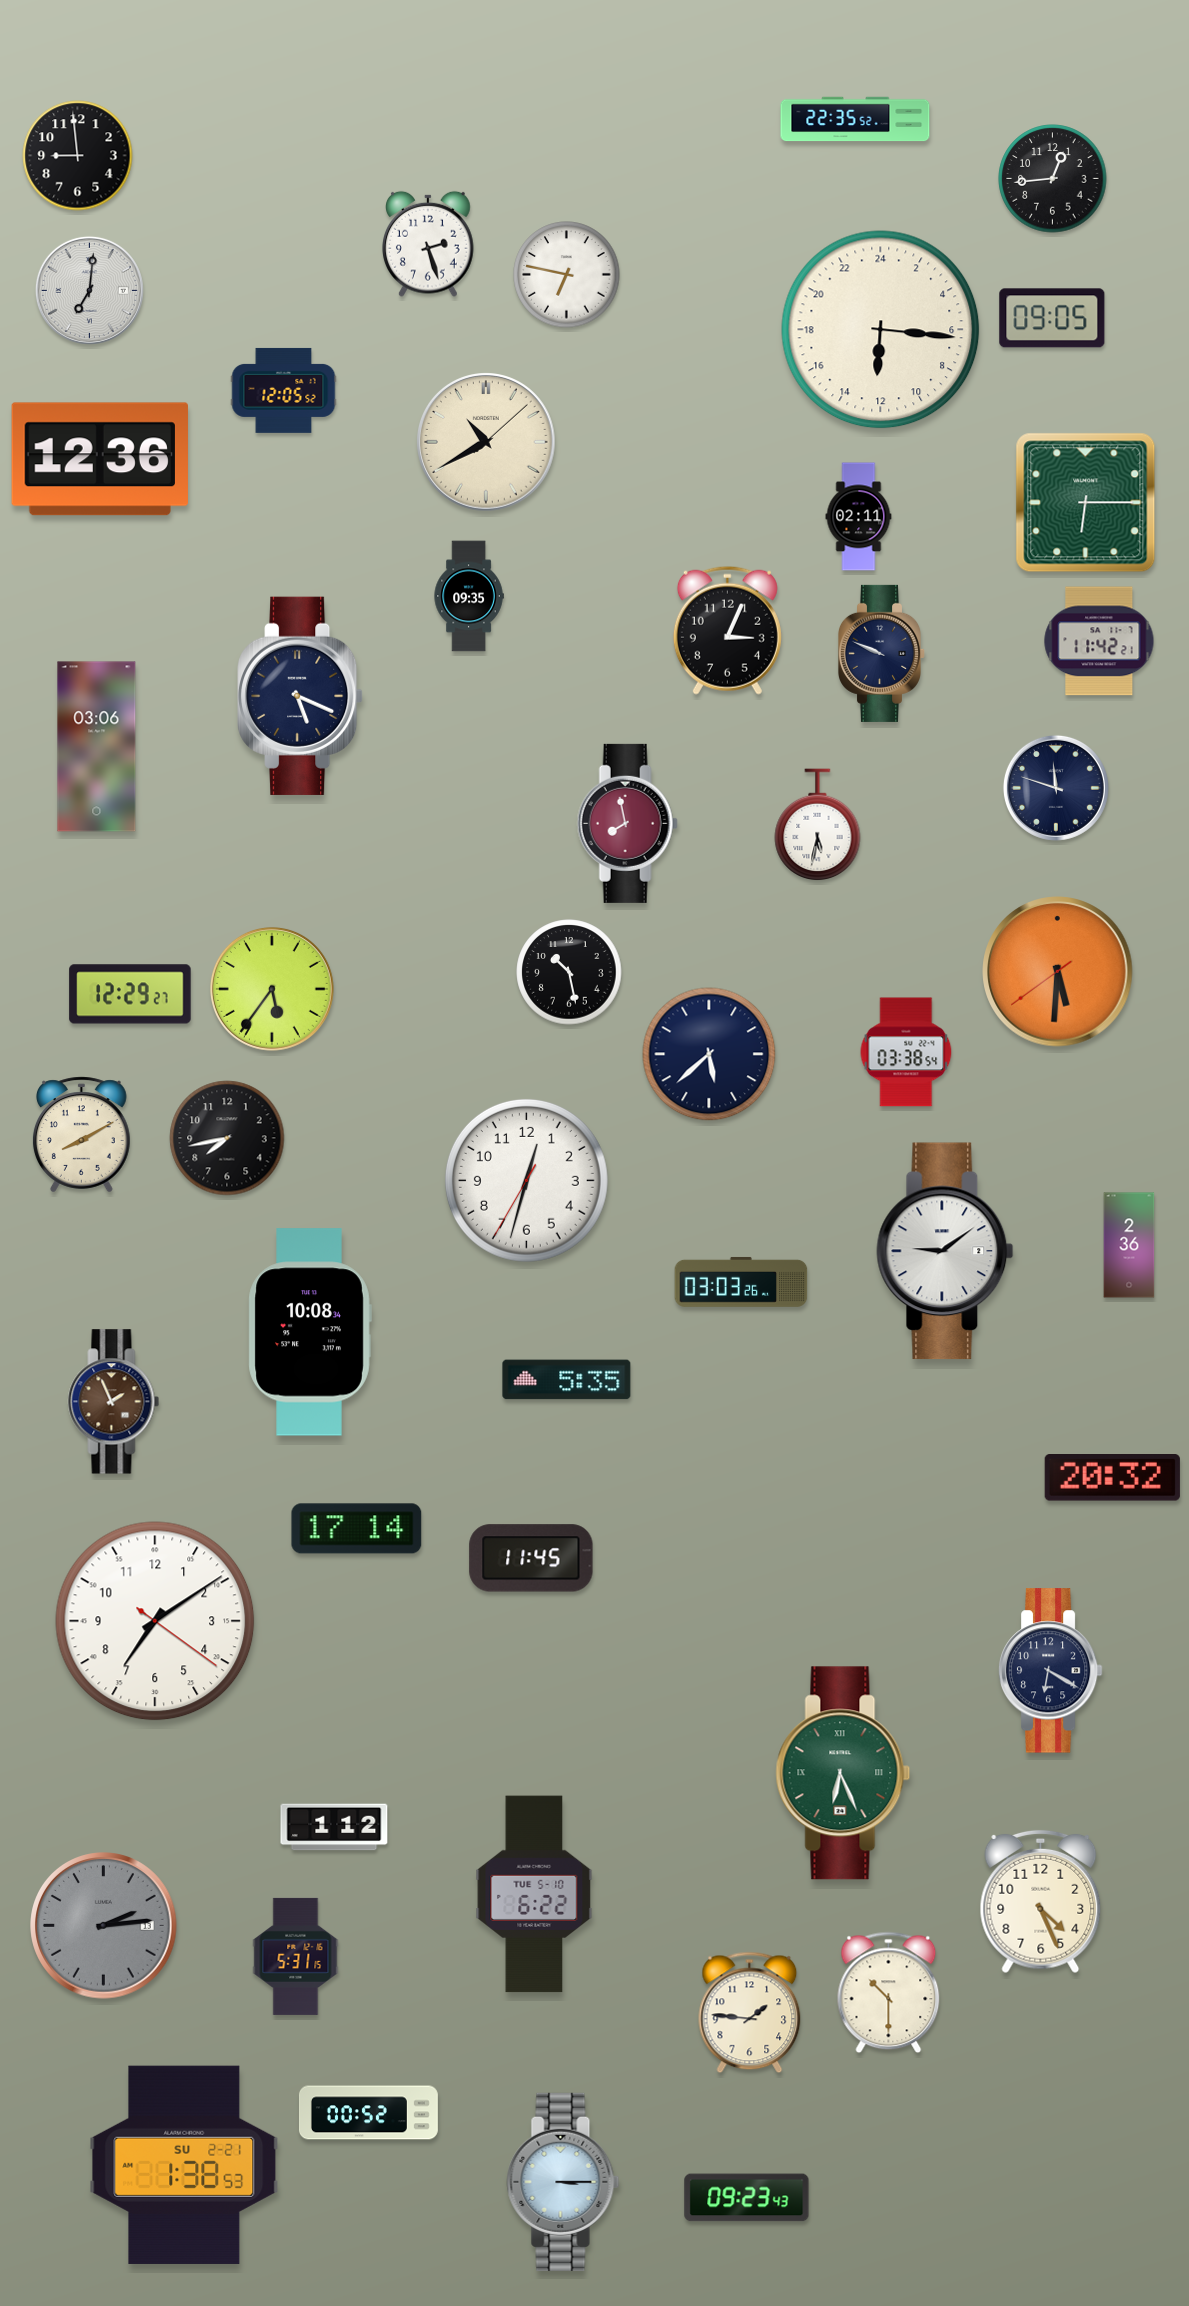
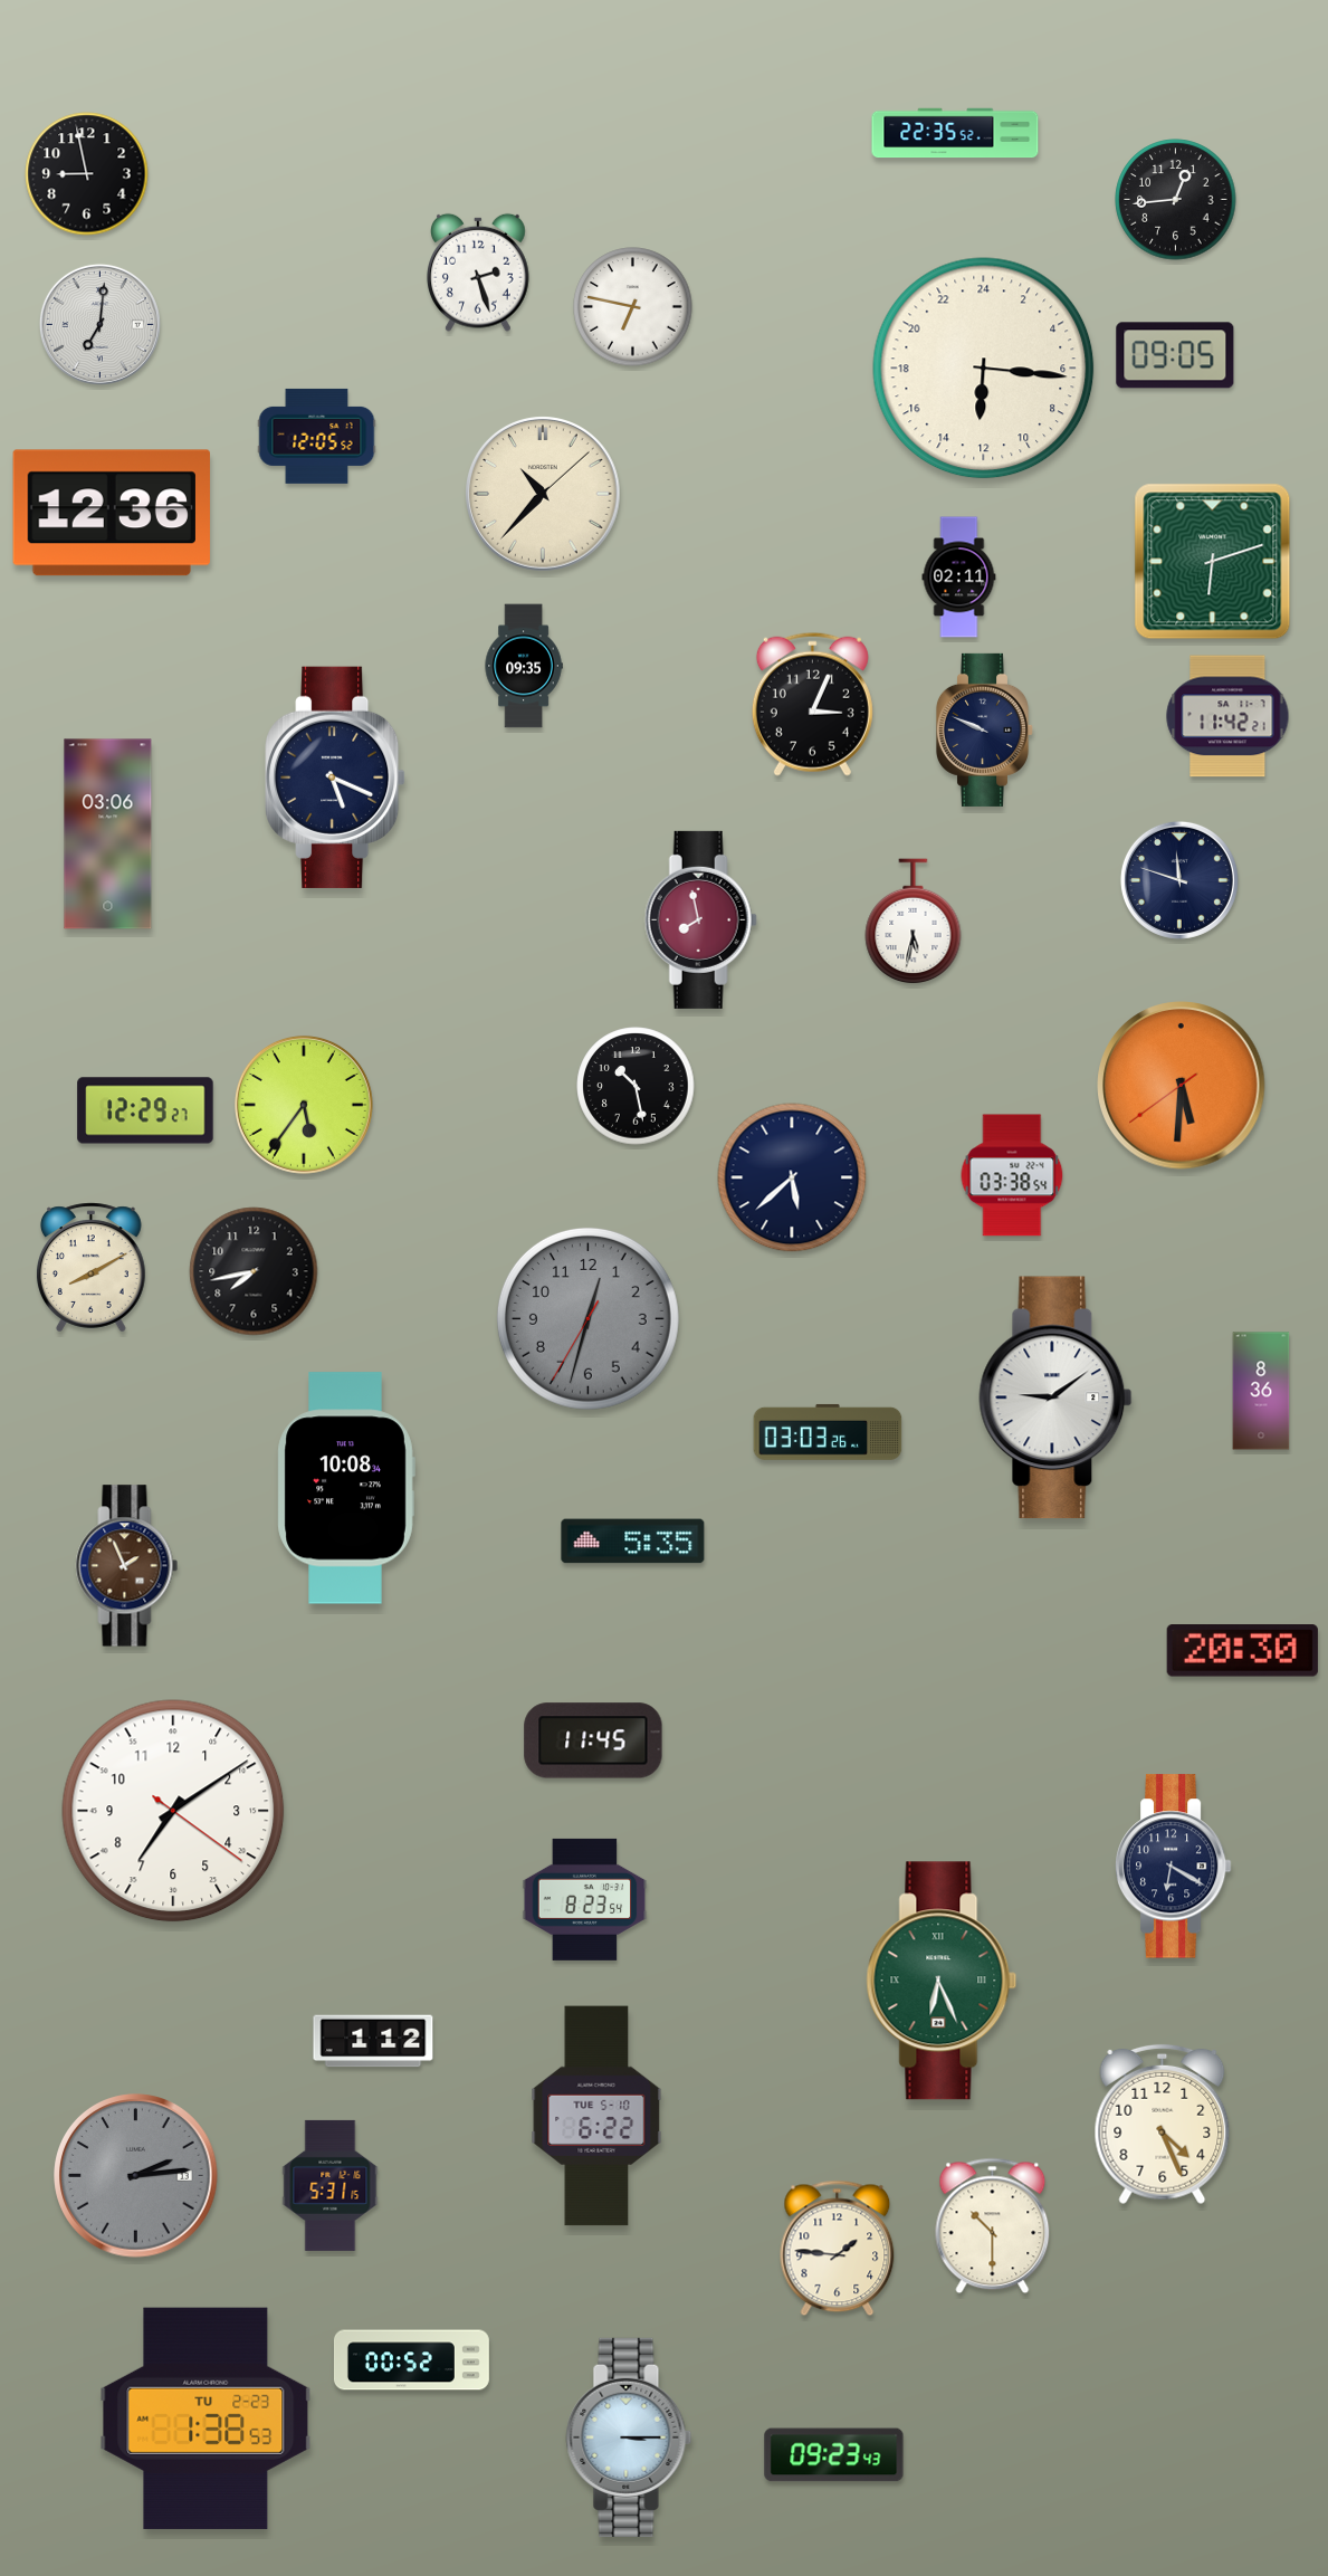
clock at (78, 156): 8:59 -> 8:58
clock at (487, 443): 10:40 -> 10:37
clock at (1086, 503): 6:15 -> 6:12
clock at (526, 1180) dial: white -> grey
clock at (1129, 1245): 2:36 -> 8:36
clock at (1112, 1478): 20:32 -> 20:30
clock at (357, 1529): 17:14 -> none
clock at (585, 1899): none -> 8:23
clock at (104, 1926) position: (104, 1926) -> (136, 2176)
clock at (184, 2165) date: SU 2-21 -> TU 2-23
